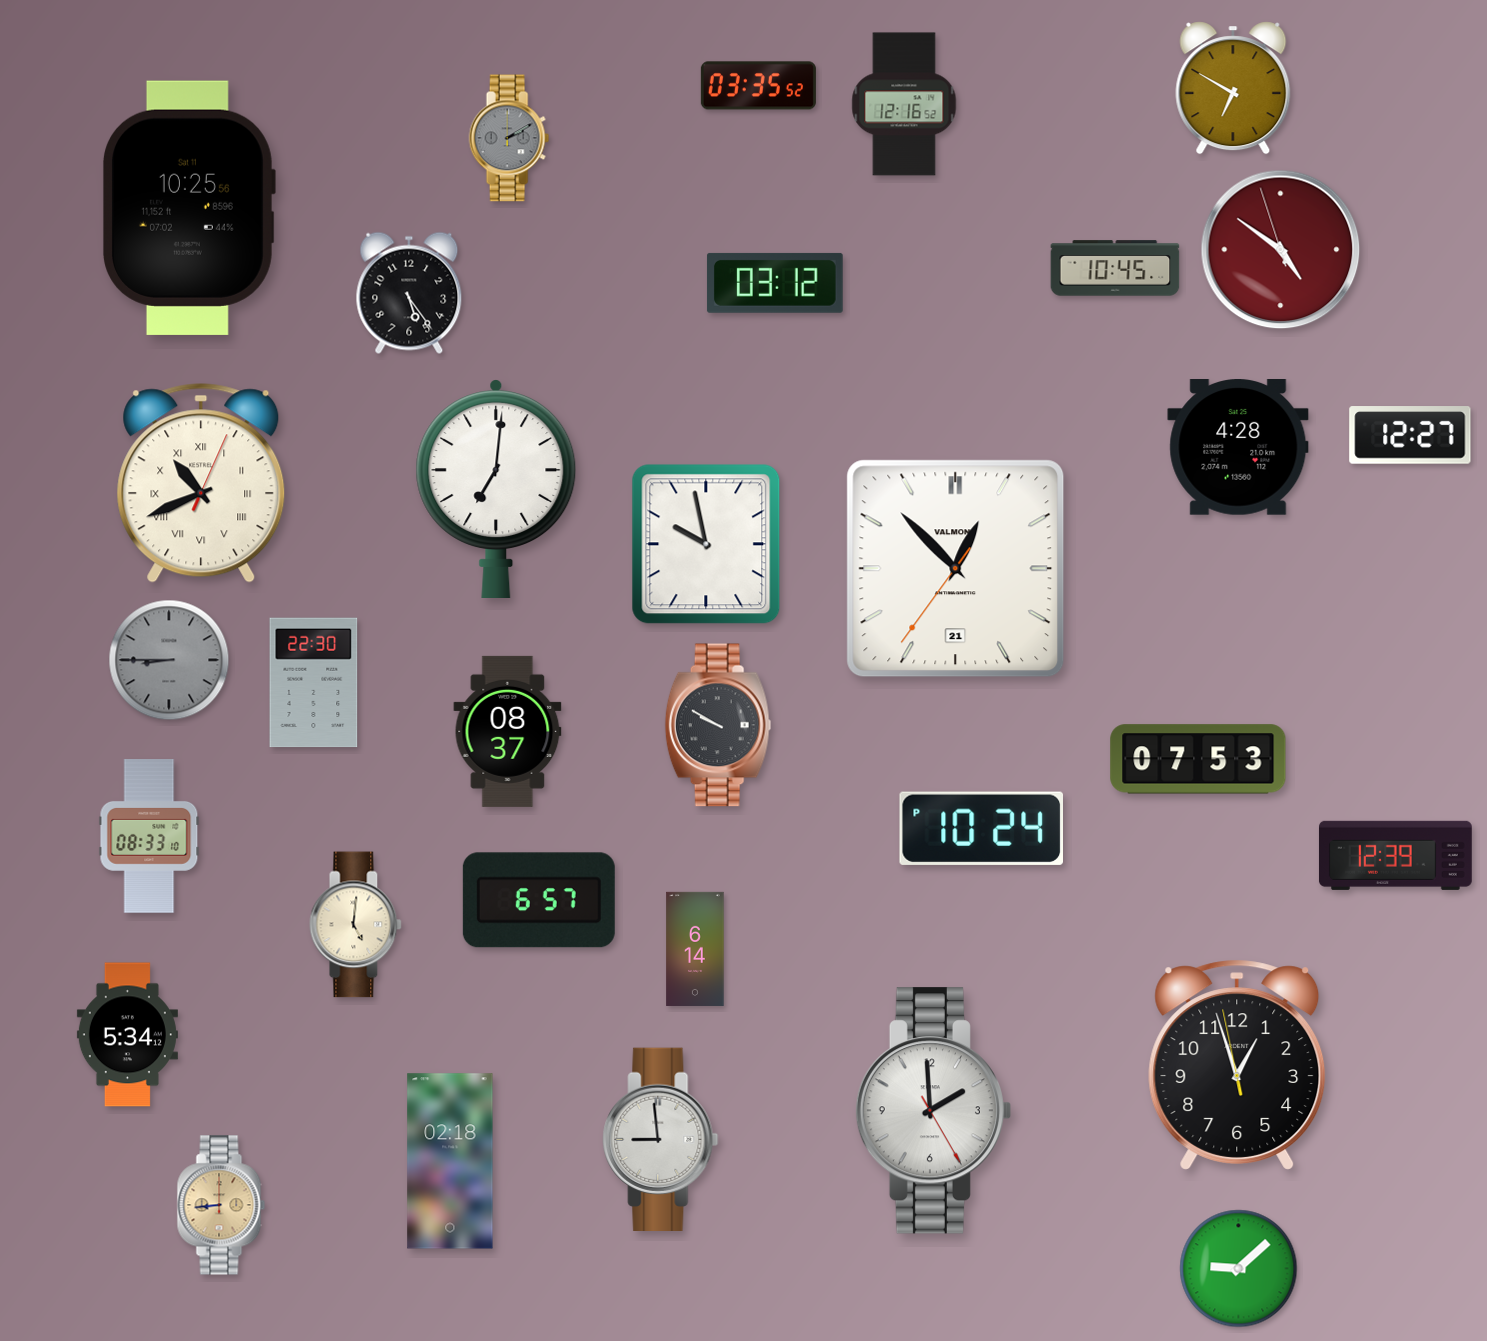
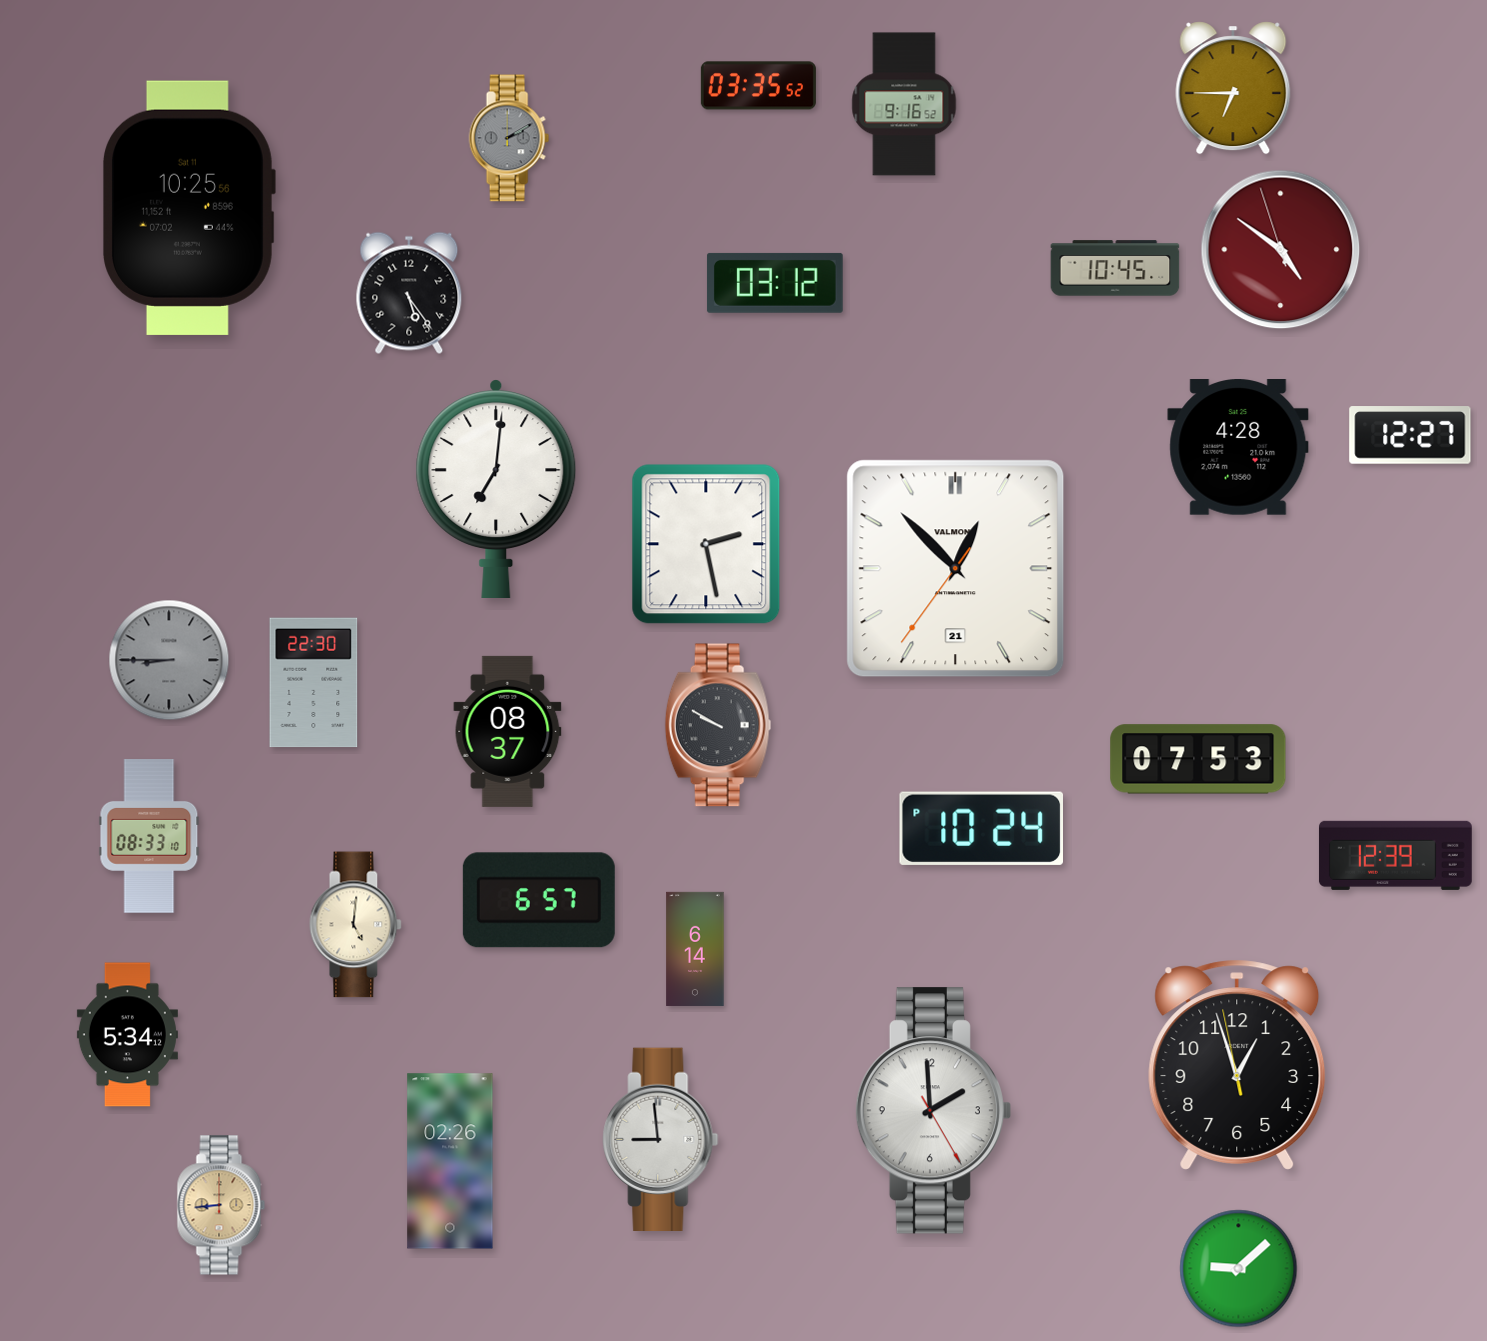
clock at (1233, 88): 6:50 -> 6:45
clock at (904, 104): 12:16 -> 9:16
clock at (201, 483): 10:41 -> none
clock at (706, 544): 9:58 -> 2:28
clock at (450, 1161): 02:18 -> 02:26
